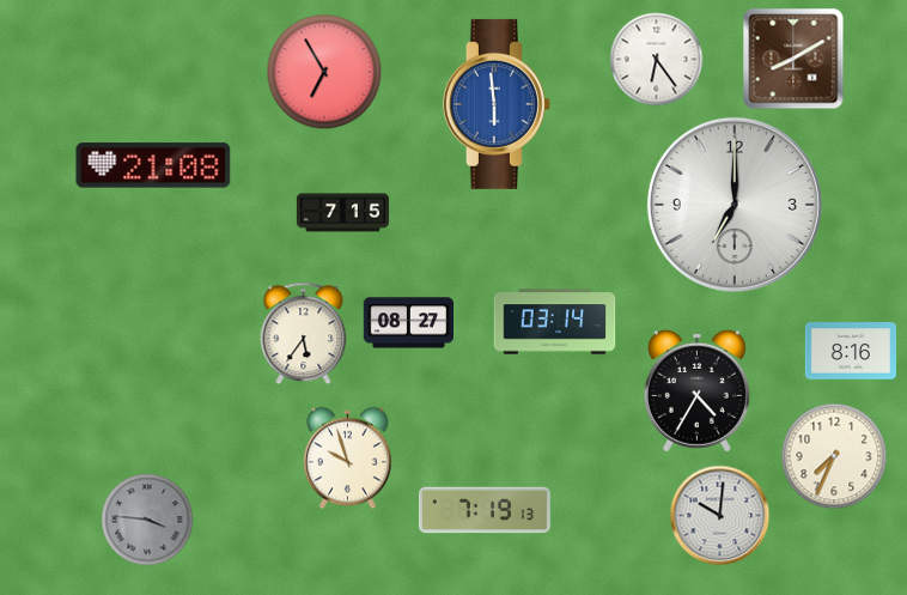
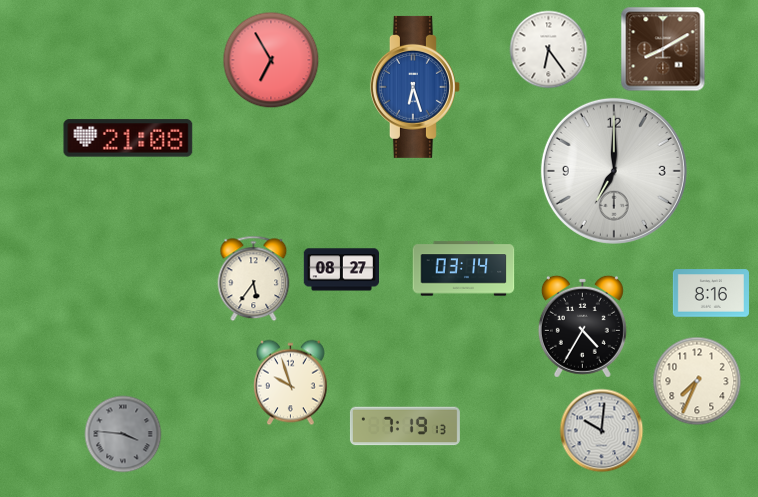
clock at (497, 104): 5:59 -> 6:27
clock at (342, 213): 7:15 -> none
